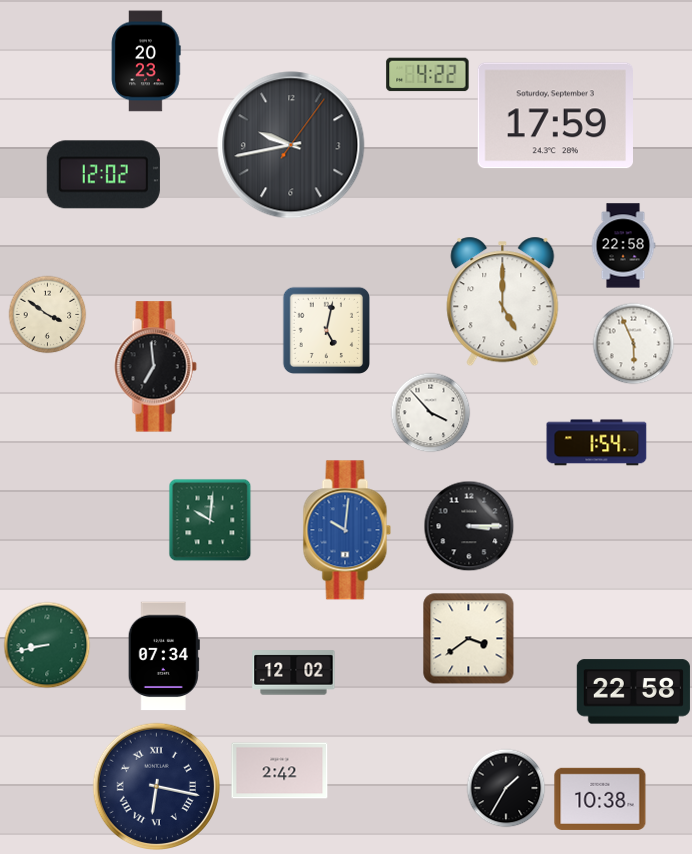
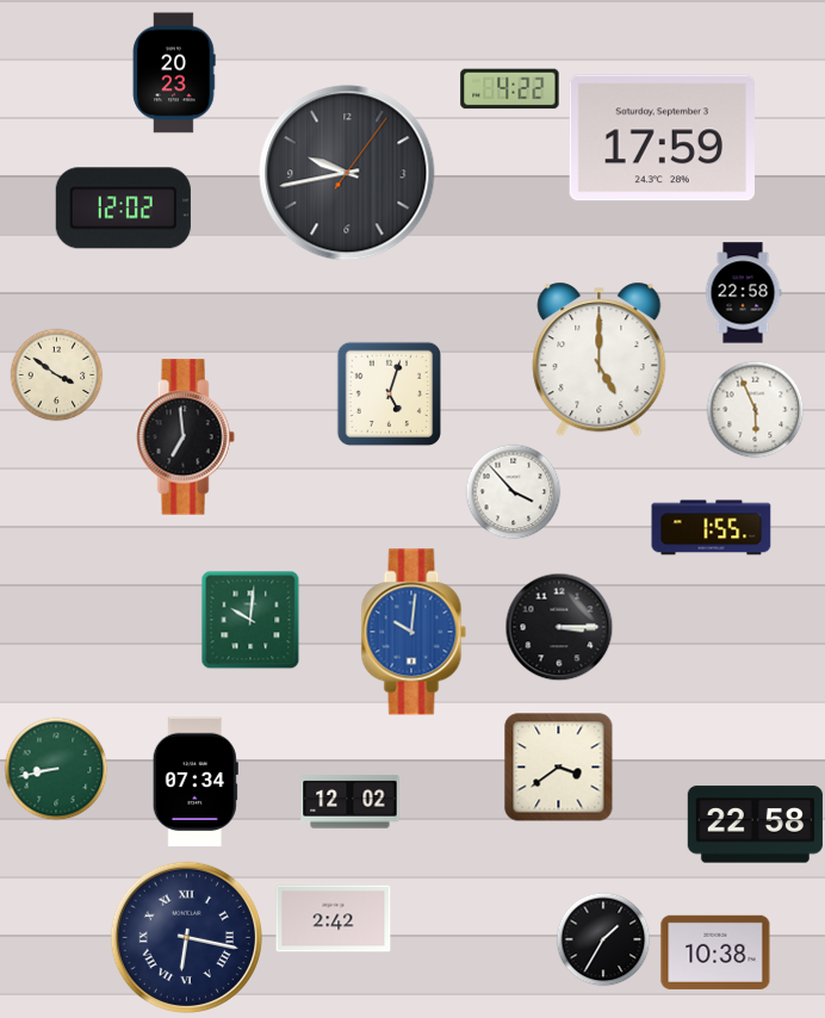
clock at (326, 330): 5:02 -> 5:03
clock at (597, 443): 1:54 -> 1:55
clock at (469, 639) position: (469, 639) -> (559, 768)
